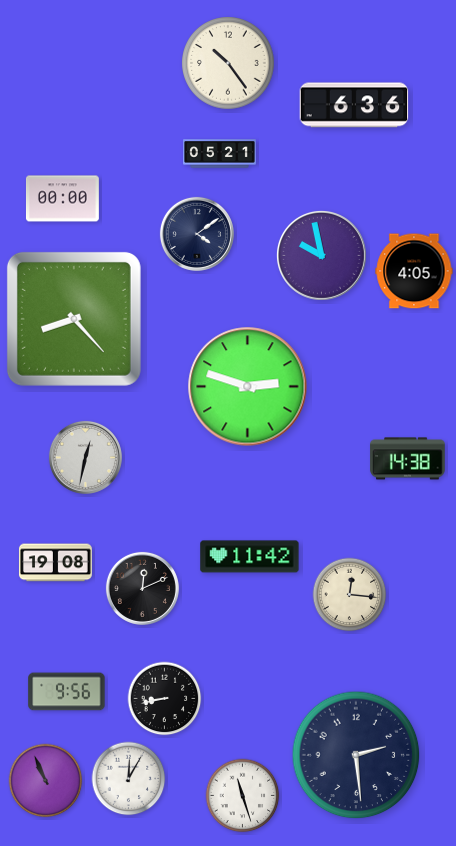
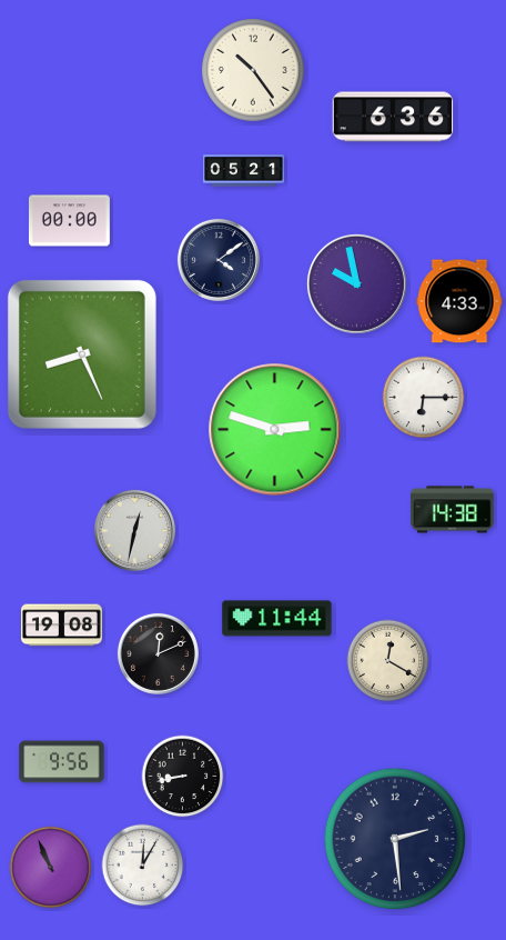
clock at (414, 271): 4:05 -> 4:33
clock at (74, 319): 8:23 -> 8:26
clock at (424, 398): none -> 6:15
clock at (85, 457) position: (85, 457) -> (134, 530)
clock at (250, 557): 11:42 -> 11:44
clock at (350, 595): 12:16 -> 12:20
clock at (67, 692) position: (67, 692) -> (62, 762)
clock at (243, 796): 11:27 -> none
